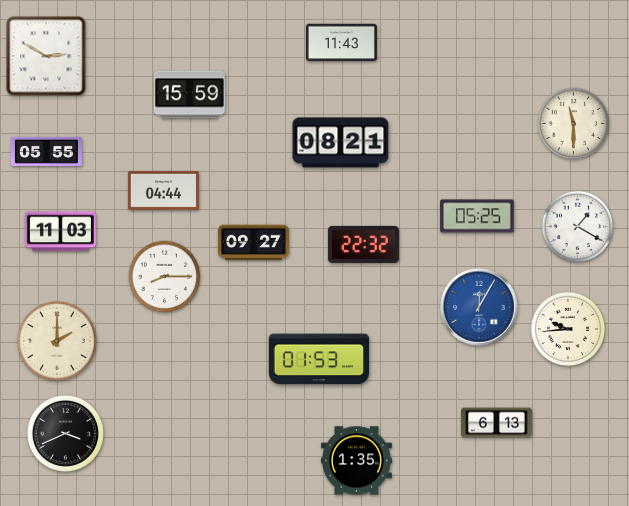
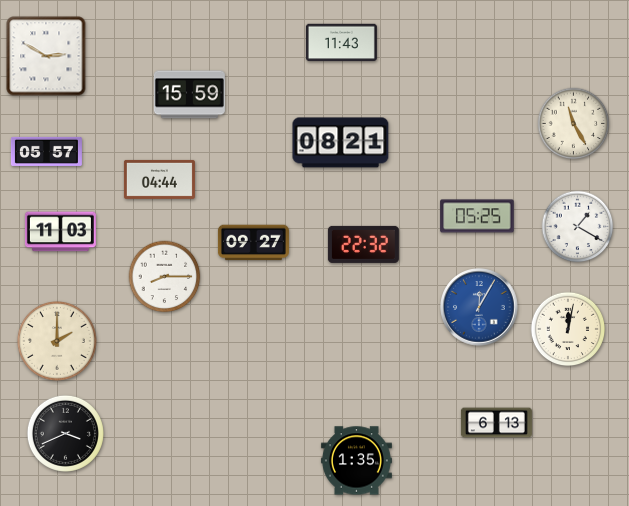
clock at (574, 124): 11:30 -> 11:25
clock at (46, 151): 05:55 -> 05:57
clock at (163, 190) position: (163, 190) -> (159, 179)
clock at (568, 329): 9:44 -> 12:02
clock at (319, 359): 01:53 -> none
